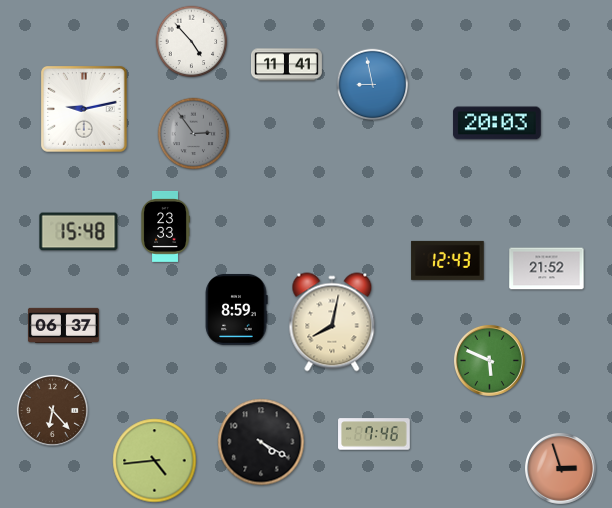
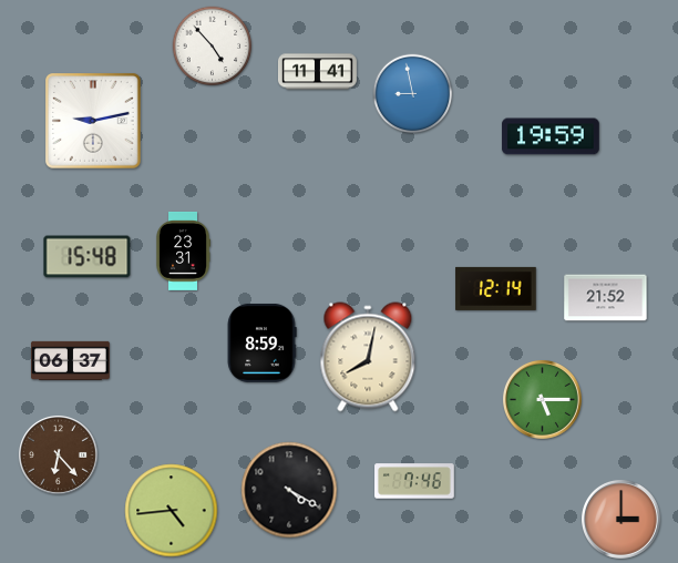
clock at (497, 123): 20:03 -> 19:59
clock at (194, 134): 2:54 -> none
clock at (165, 226): 23:33 -> 23:31
clock at (448, 260): 12:43 -> 12:14
clock at (489, 360): 5:49 -> 5:15
clock at (560, 468): 2:57 -> 3:00
